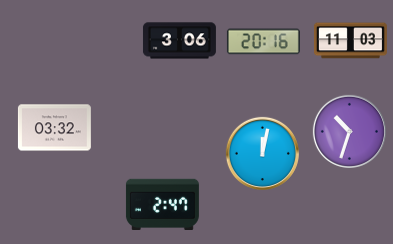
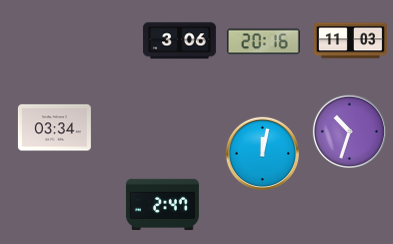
clock at (54, 128): 03:32 -> 03:34
